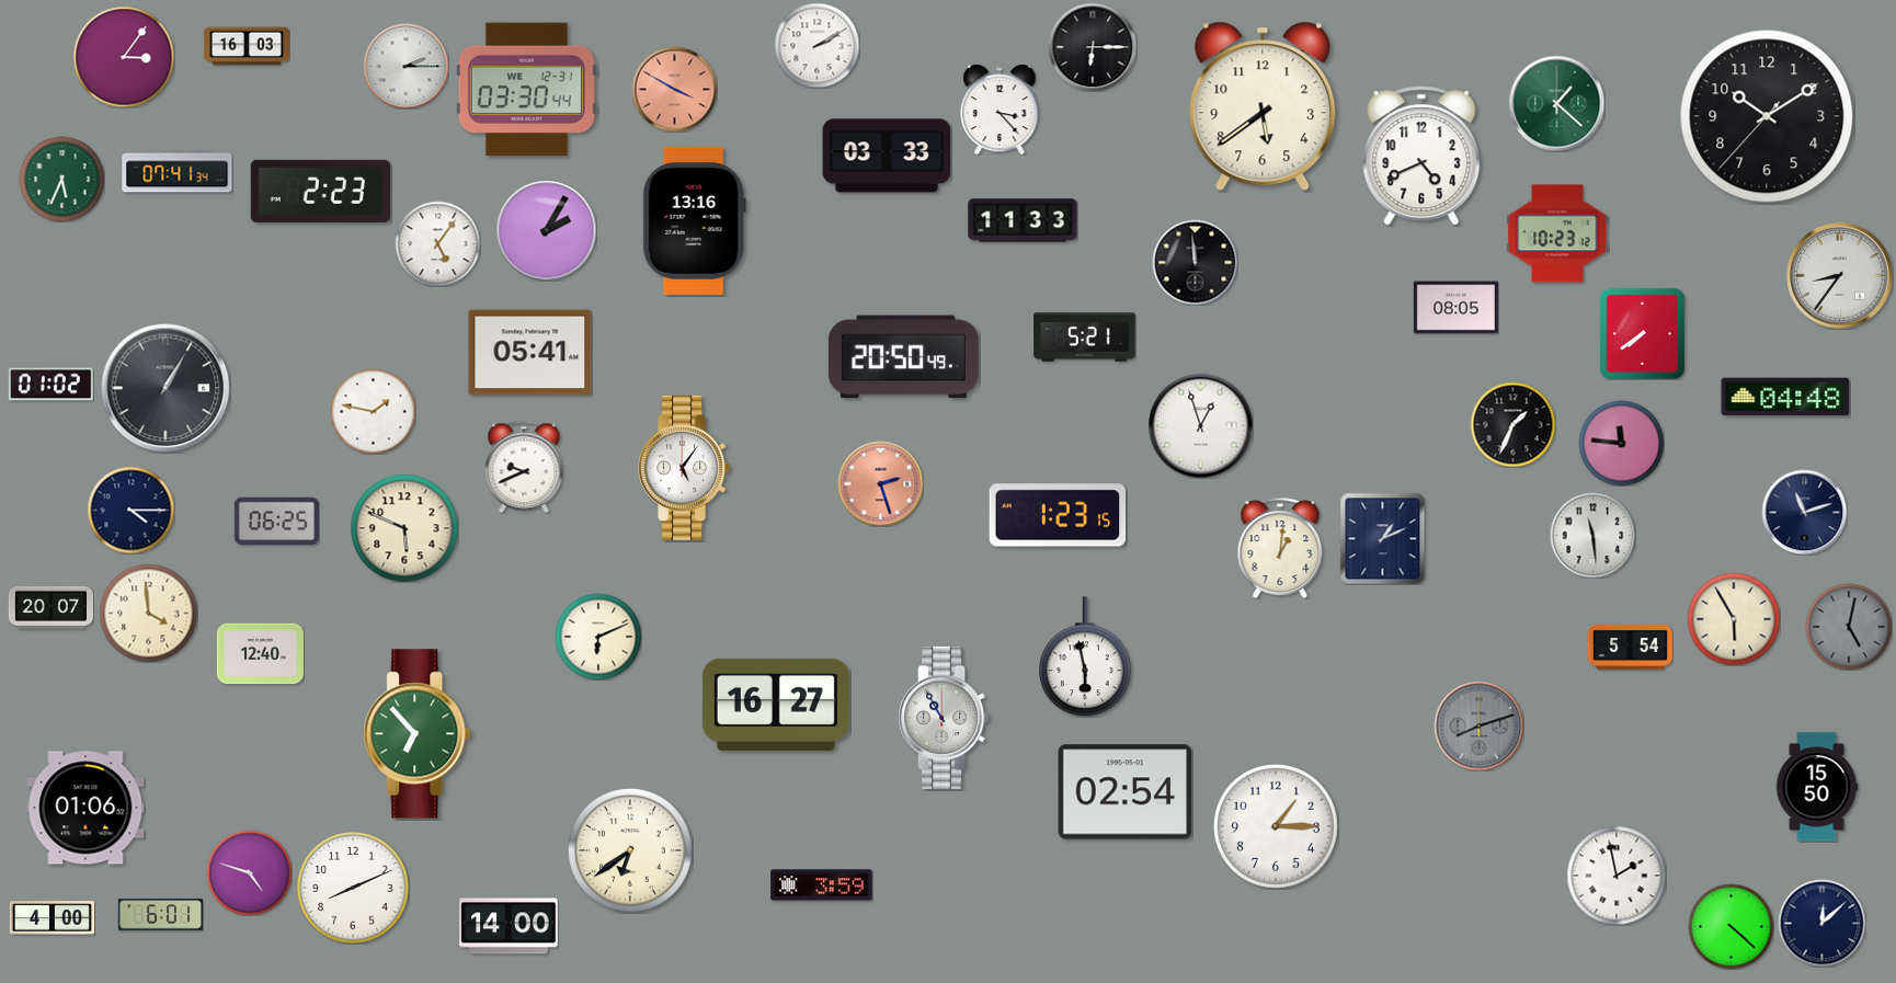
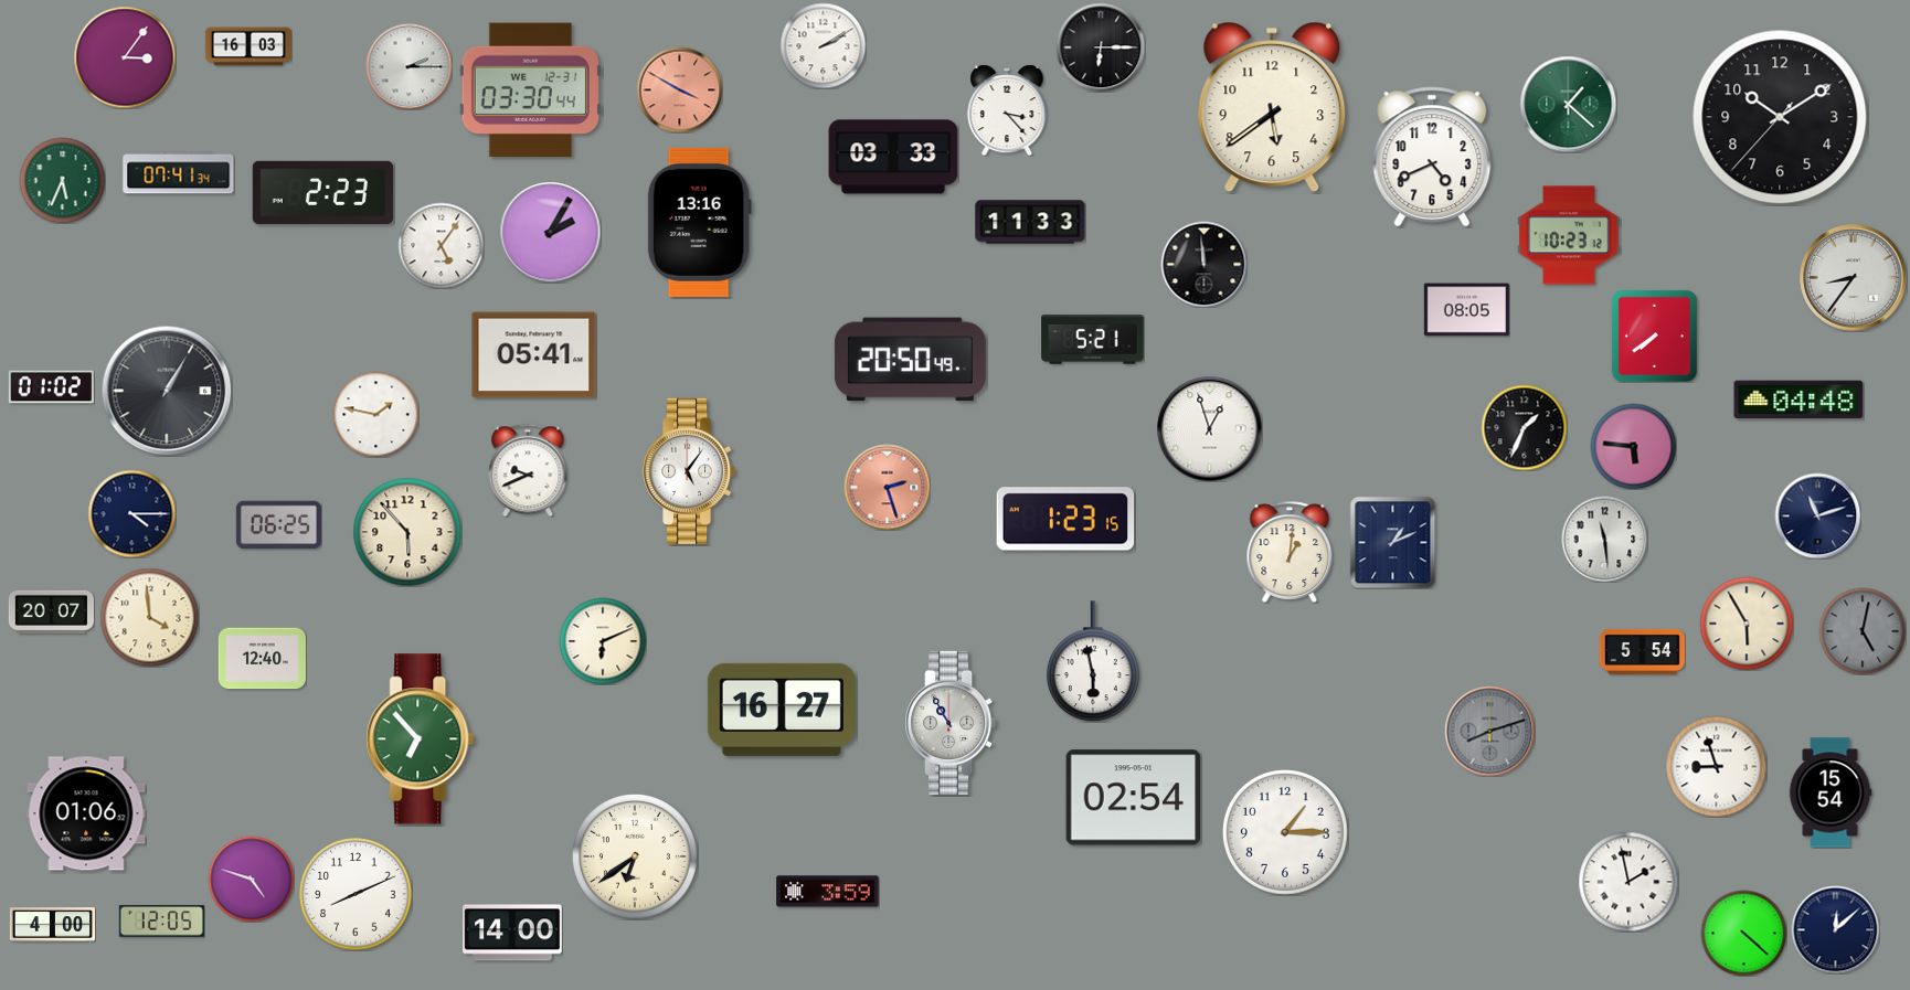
clock at (1621, 443): 11:46 -> 5:46
clock at (404, 528): 5:49 -> 5:53
clock at (1716, 766): none -> 8:57
clock at (1817, 787): 15:50 -> 15:54
clock at (160, 915): 6:01 -> 12:05
